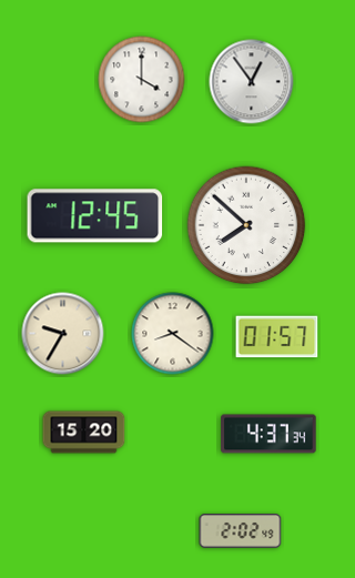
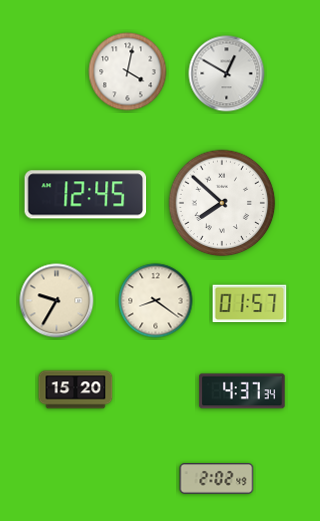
clock at (142, 80): 4:00 -> 4:02
clock at (252, 82): 12:54 -> 12:50
